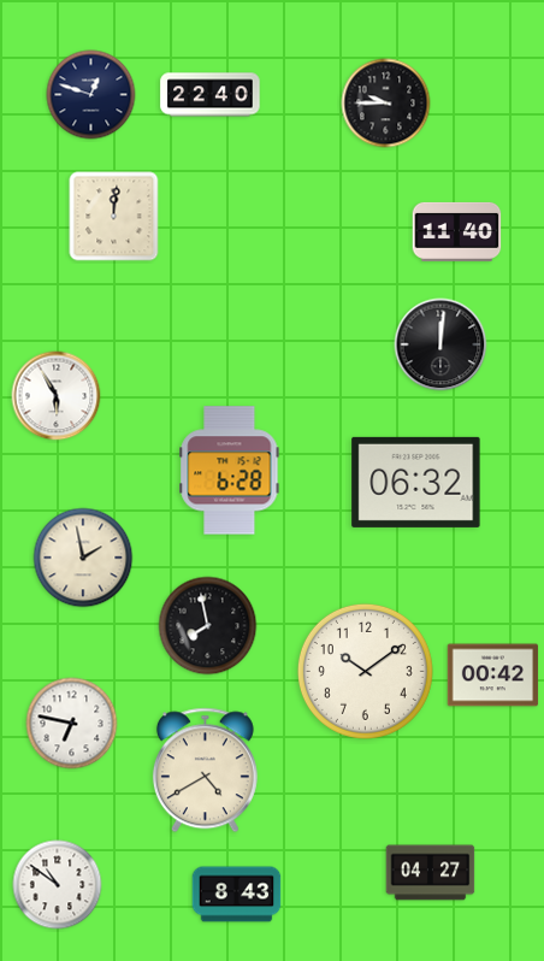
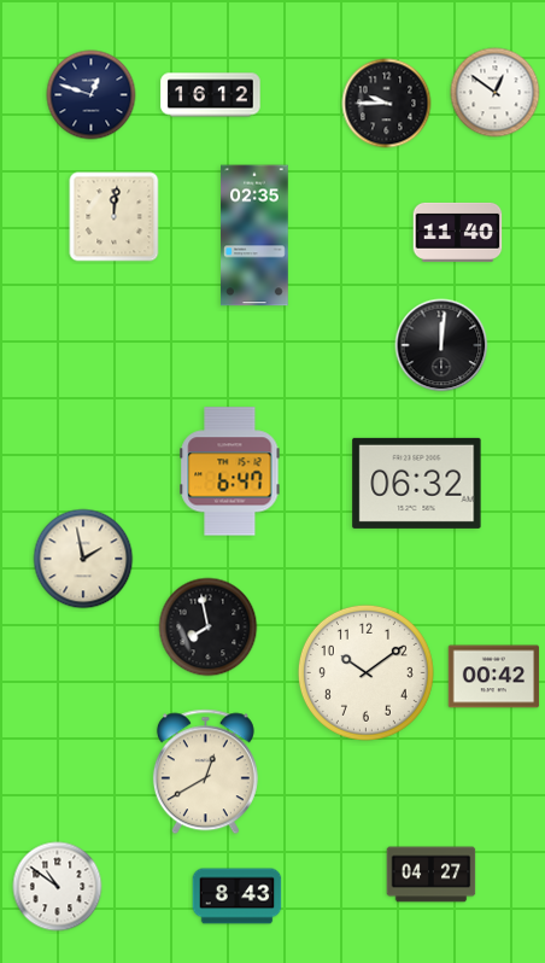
clock at (496, 93): none -> 12:51
clock at (211, 95): 22:40 -> 16:12
clock at (254, 235): none -> 02:35
clock at (57, 396): 5:55 -> none
clock at (230, 471): 6:28 -> 6:47
clock at (72, 724): 6:47 -> none
clock at (205, 771): 4:40 -> 12:40
